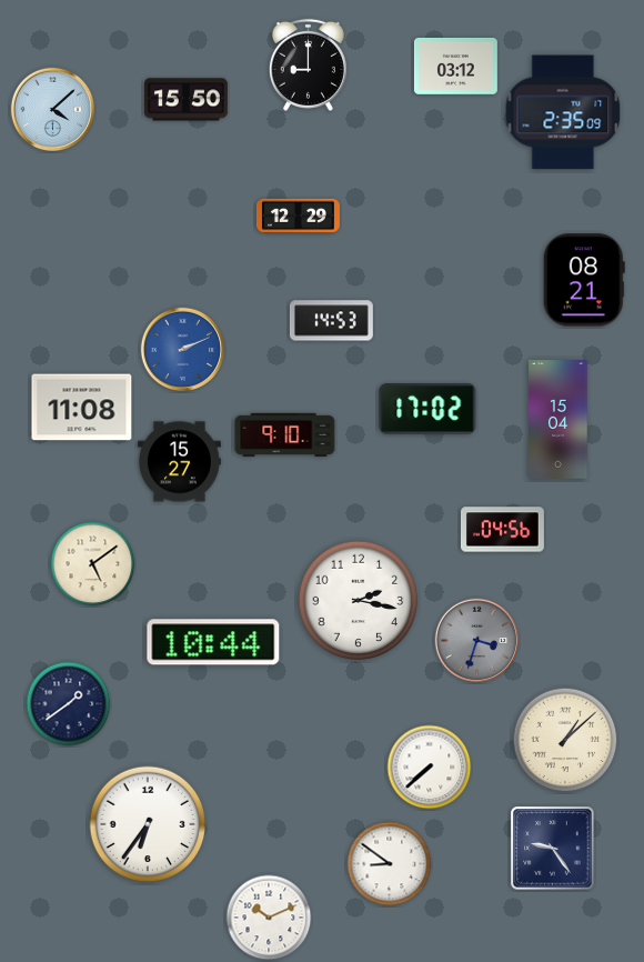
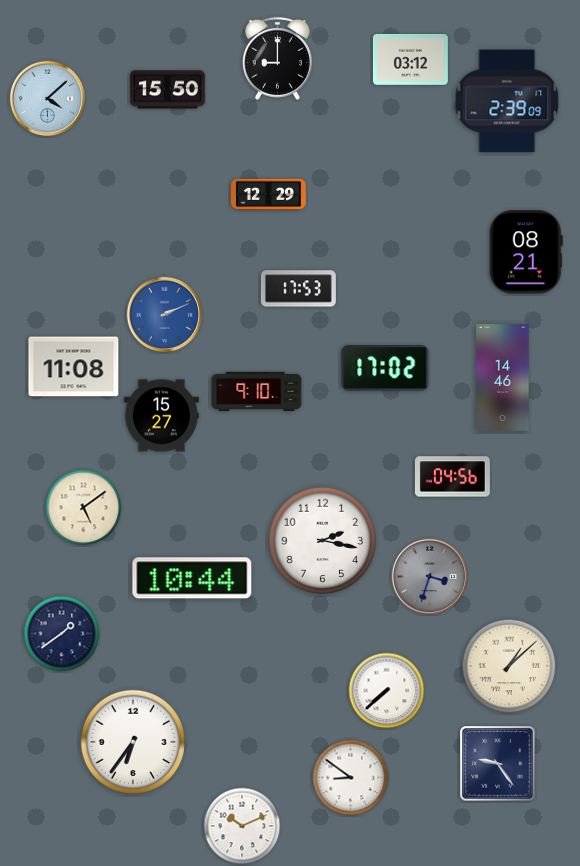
clock at (563, 112): 2:35 -> 2:39
clock at (331, 321): 14:53 -> 17:53
clock at (559, 420): 15:04 -> 14:46
